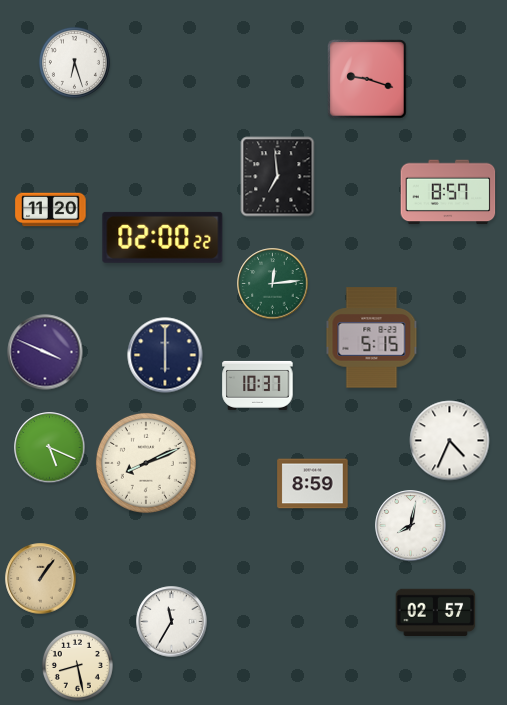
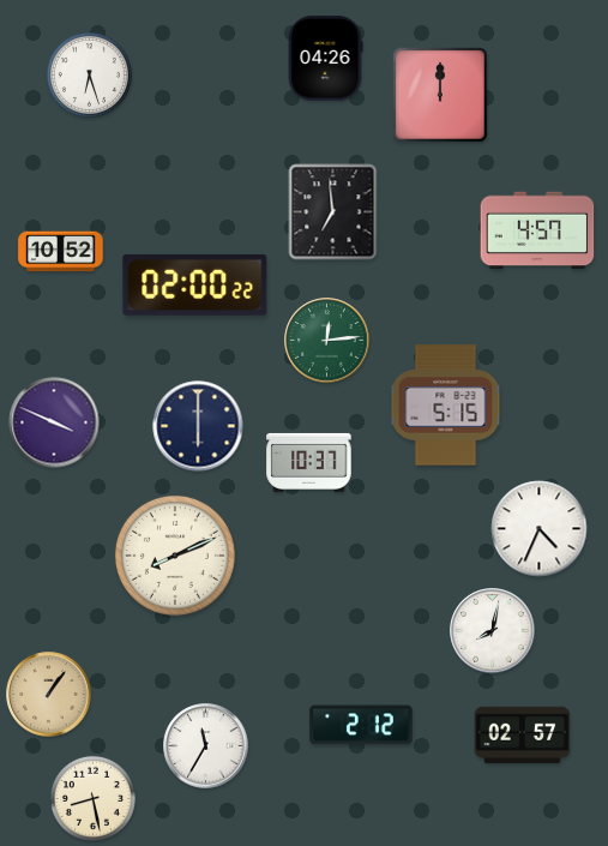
clock at (325, 59): none -> 04:26
clock at (367, 79): 9:18 -> 12:00
clock at (448, 192): 8:57 -> 4:57
clock at (51, 210): 11:20 -> 10:52
clock at (50, 448): 5:19 -> none
clock at (313, 484): 8:59 -> none
clock at (361, 725): none -> 2:12
